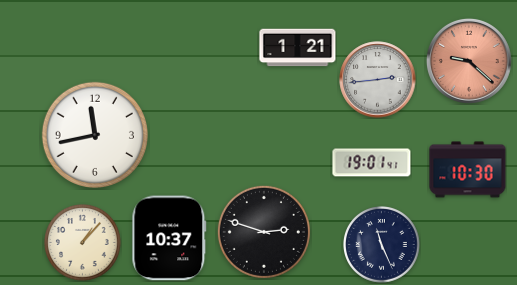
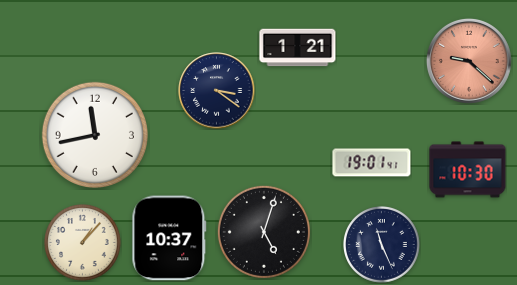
clock at (378, 80): 2:44 -> none
clock at (217, 91): none -> 3:21
clock at (264, 232): 2:48 -> 5:03
